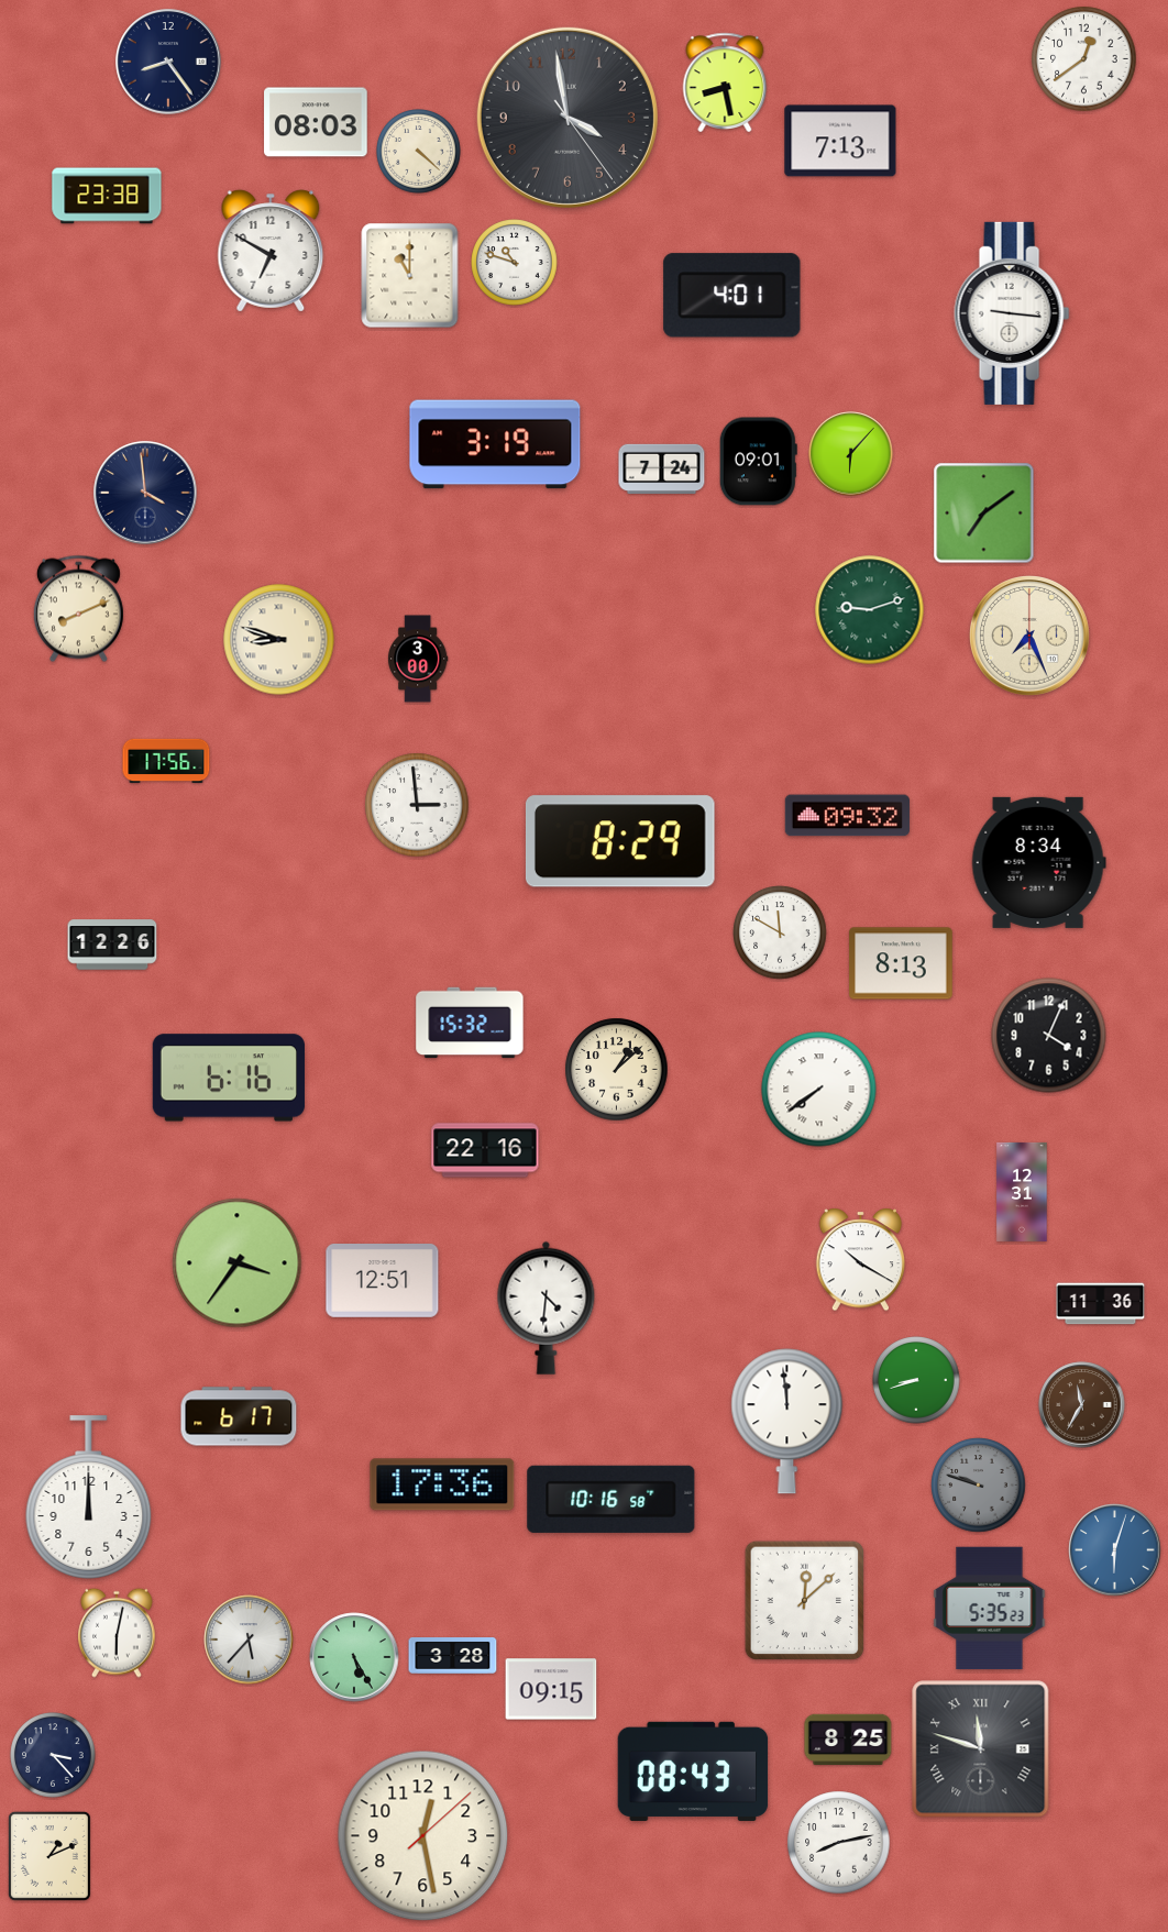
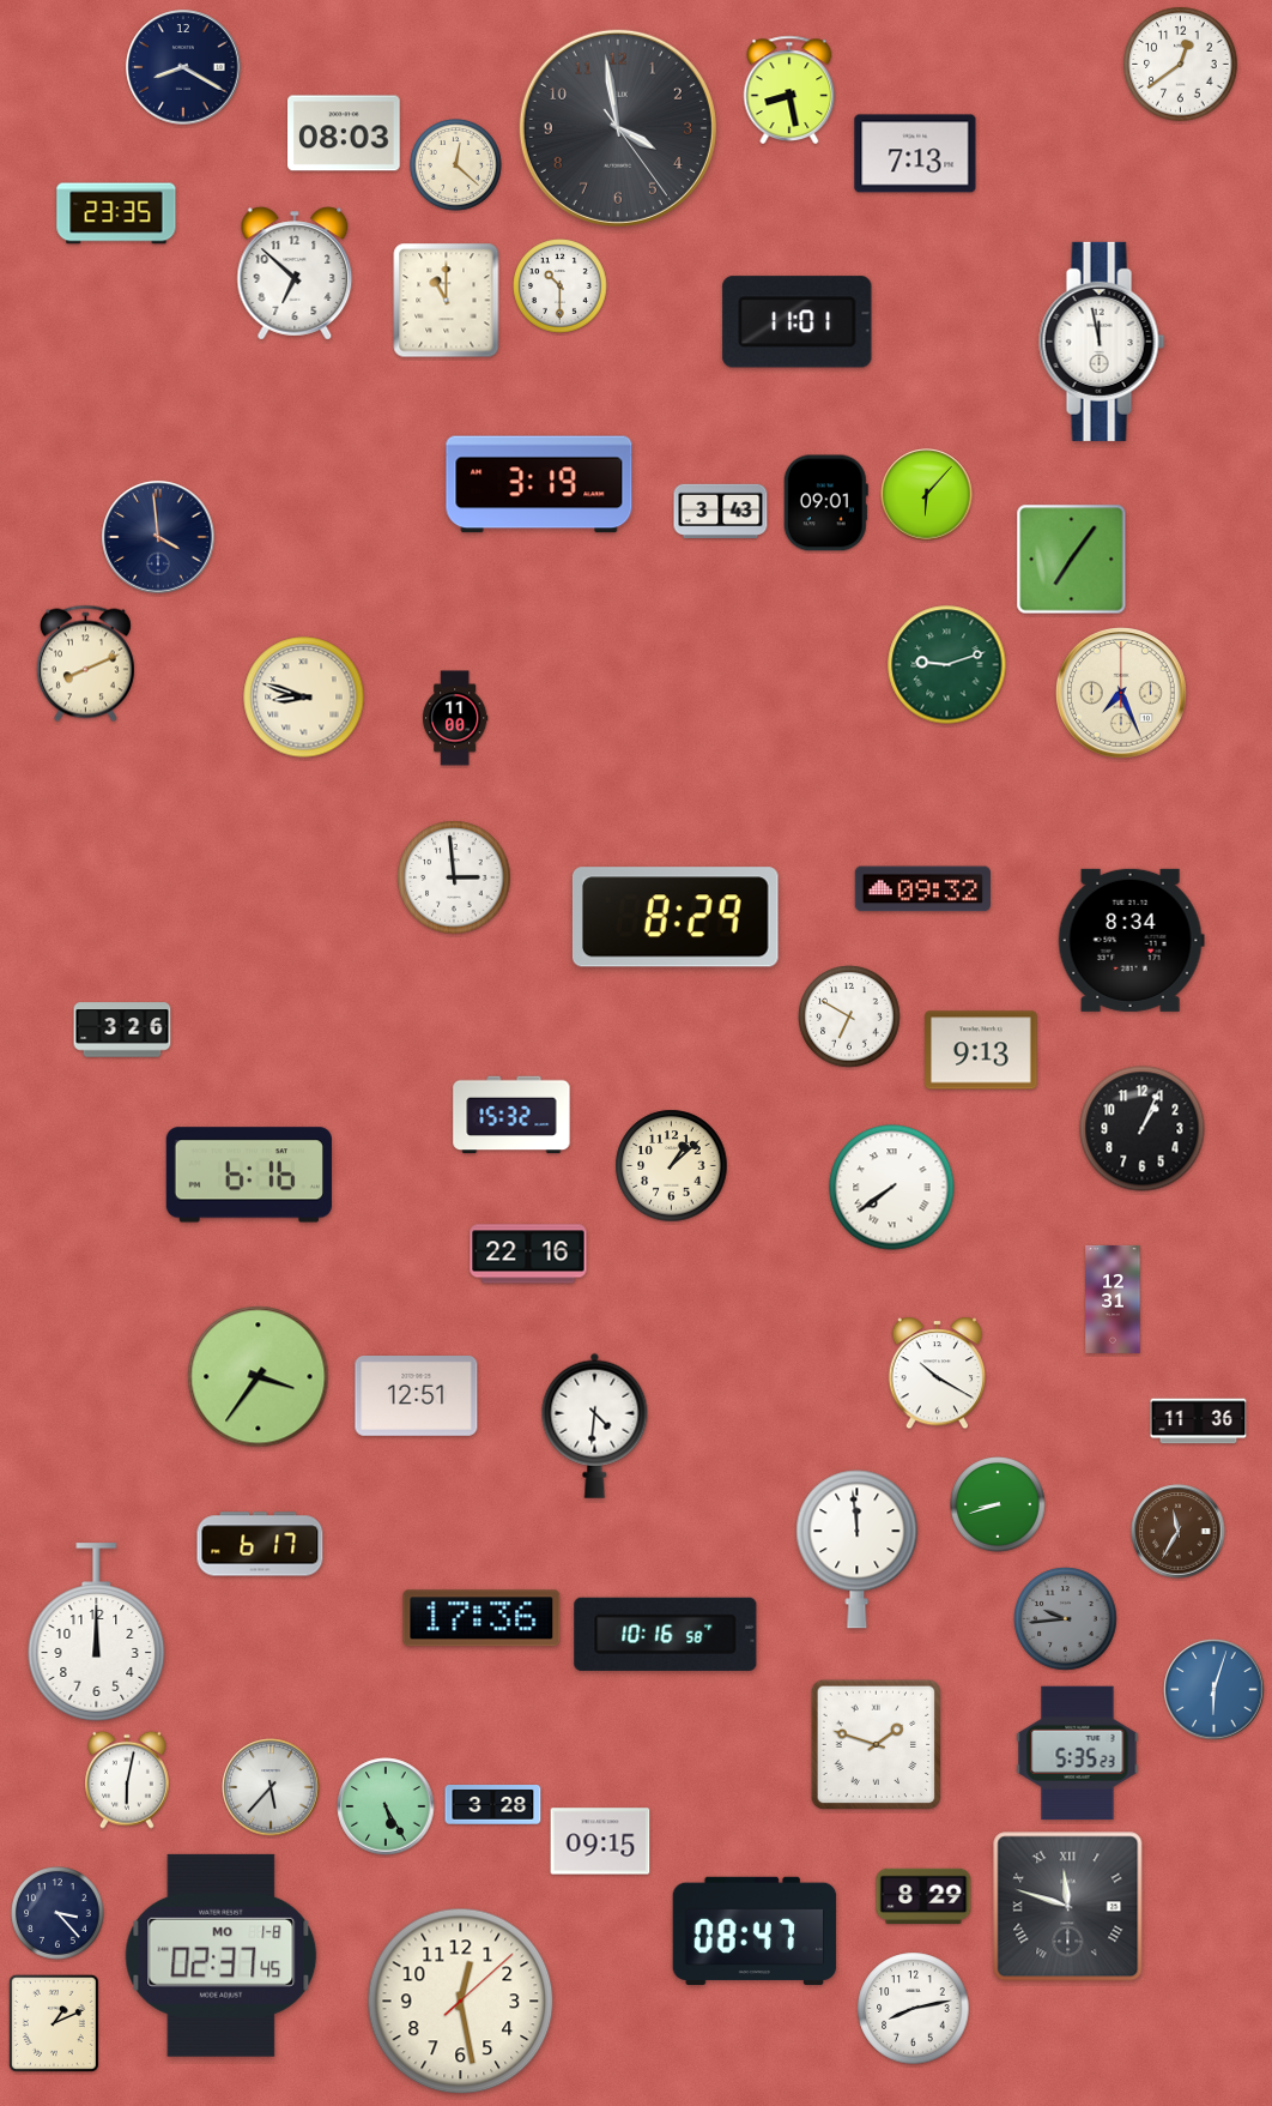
clock at (168, 62): 8:24 -> 8:20
clock at (419, 152): 4:22 -> 12:22
clock at (107, 196): 23:38 -> 23:35
clock at (271, 251): 6:50 -> 6:52
clock at (515, 263): 10:48 -> 10:30
clock at (732, 296): 4:01 -> 11:01
clock at (1012, 313): 9:16 -> 11:58
clock at (662, 468): 7:24 -> 3:43
clock at (984, 514): 7:09 -> 7:06
clock at (418, 659): 3:00 -> 11:00
clock at (166, 761): 17:56 -> none
clock at (780, 932): 11:50 -> 6:50
clock at (112, 945): 12:26 -> 3:26
clock at (901, 963): 8:13 -> 9:13
clock at (1049, 1036): 4:04 -> 1:04
clock at (979, 1486): 9:48 -> 9:44
clock at (805, 1601): 12:08 -> 1:48
clock at (848, 1738): 8:25 -> 8:29
clock at (693, 1771): 08:43 -> 08:47
clock at (222, 1955): none -> 02:37
